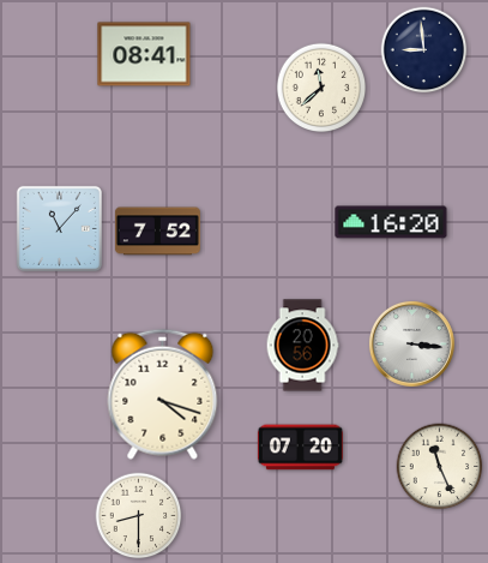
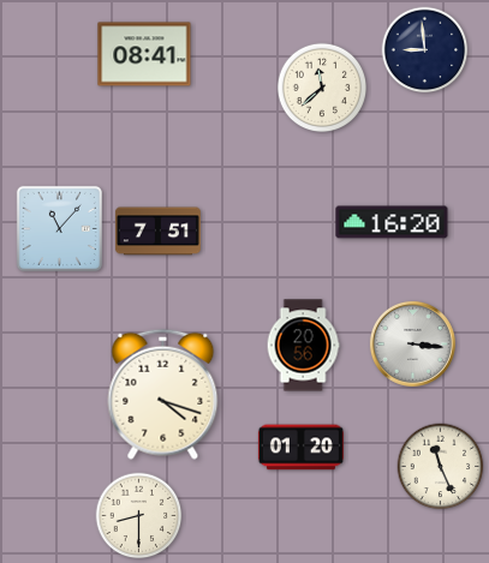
clock at (157, 232): 7:52 -> 7:51
clock at (300, 448): 07:20 -> 01:20
